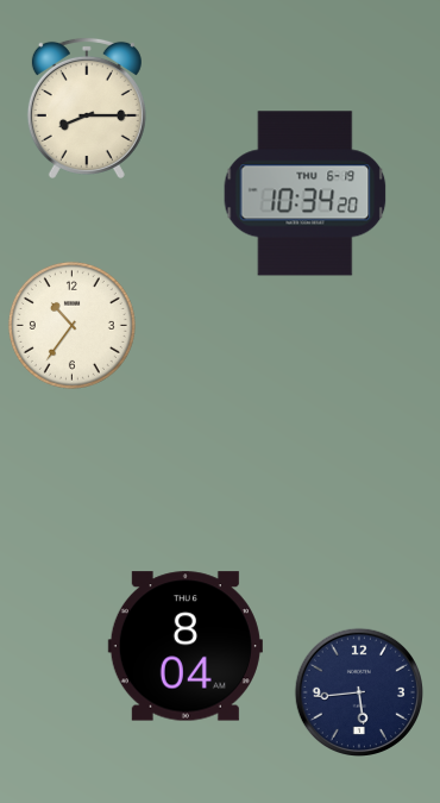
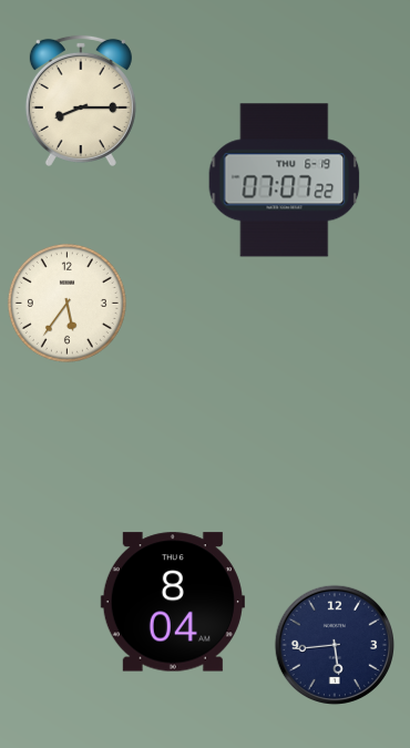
clock at (306, 194): 10:34 -> 07:07
clock at (71, 325): 10:36 -> 5:36
